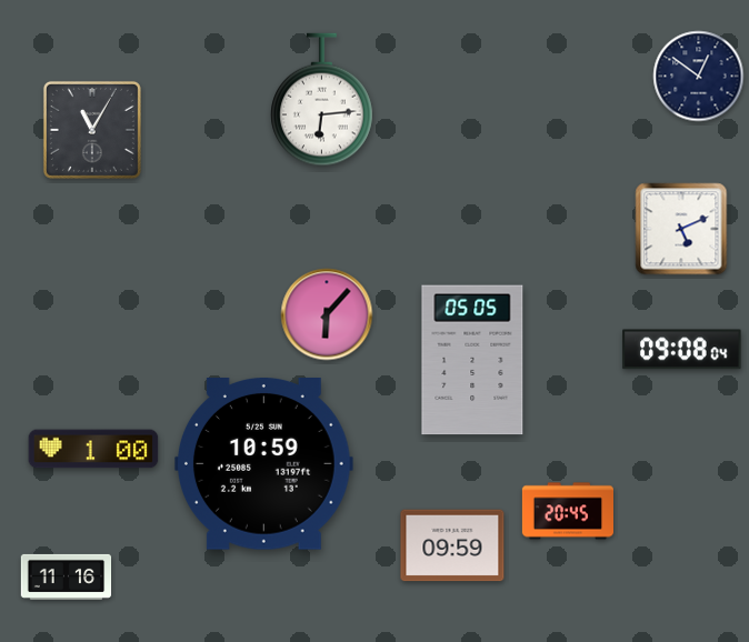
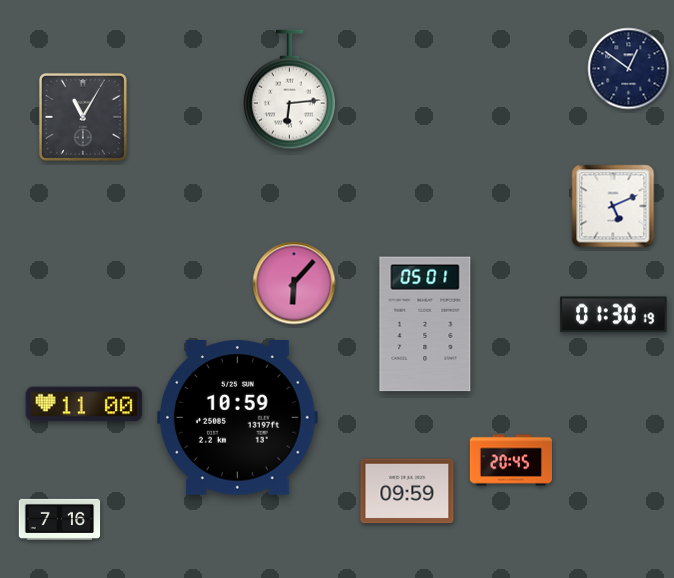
clock at (682, 350): 09:08 -> 01:30
clock at (472, 360): 05:05 -> 05:01
clock at (93, 449): 1:00 -> 11:00
clock at (67, 576): 11:16 -> 7:16
